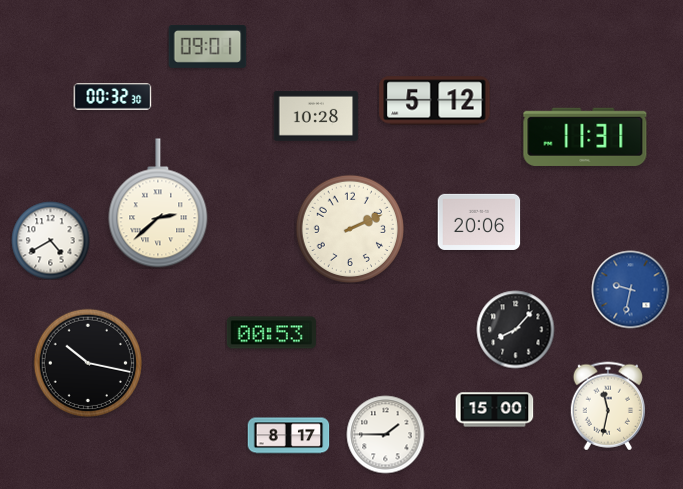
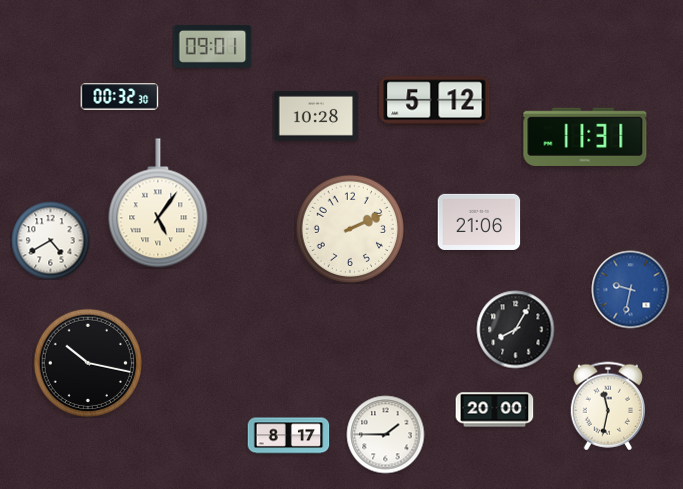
clock at (207, 46) position: (207, 46) -> (212, 46)
clock at (112, 97) position: (112, 97) -> (119, 97)
clock at (158, 203): 2:38 -> 5:06
clock at (479, 222): 20:06 -> 21:06
clock at (515, 329): 8:07 -> 8:05
clock at (271, 333): 00:53 -> none
clock at (494, 410): 15:00 -> 20:00
